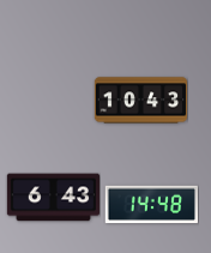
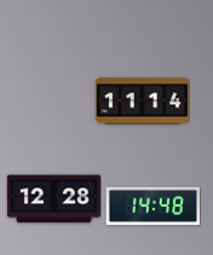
clock at (140, 101): 10:43 -> 11:14
clock at (53, 198): 6:43 -> 12:28
